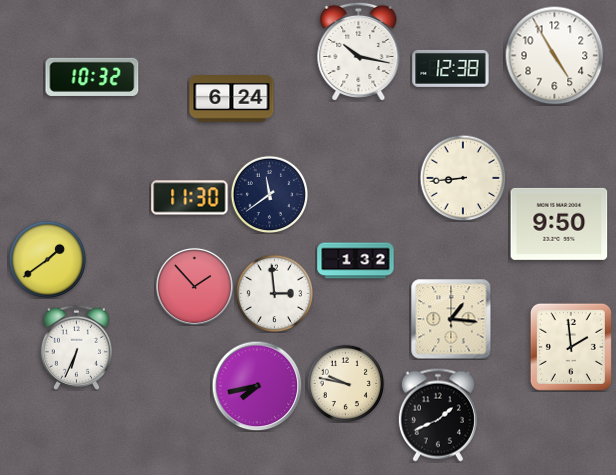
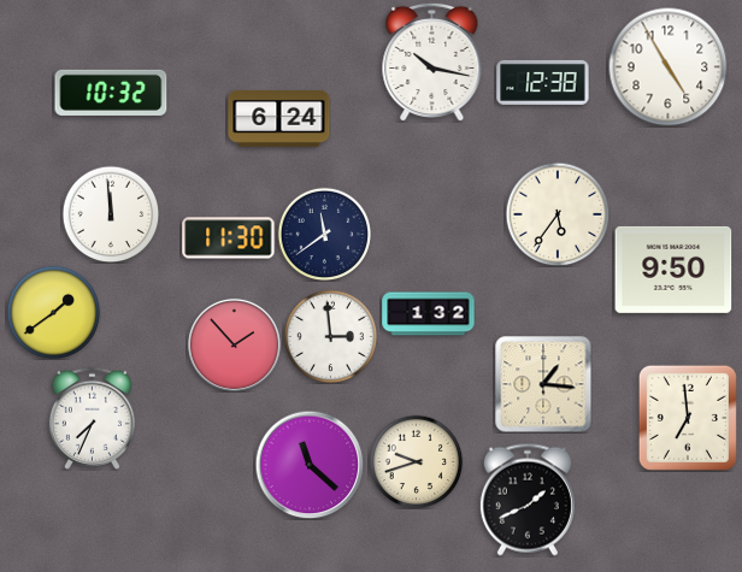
clock at (111, 214): none -> 11:59
clock at (463, 178): 8:44 -> 5:36
clock at (47, 259) position: (47, 259) -> (53, 312)
clock at (274, 293) position: (274, 293) -> (330, 336)
clock at (76, 347): 6:34 -> 7:34
clock at (571, 347): 1:59 -> 6:59
clock at (345, 383): 9:47 -> 9:42
clock at (257, 386): 7:43 -> 11:22
